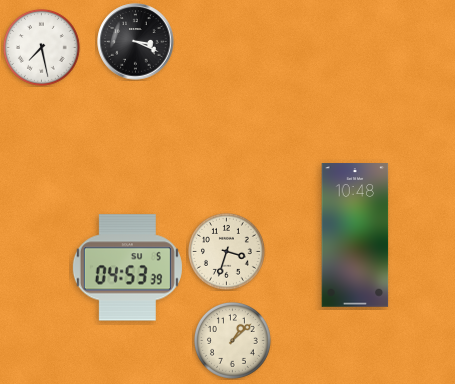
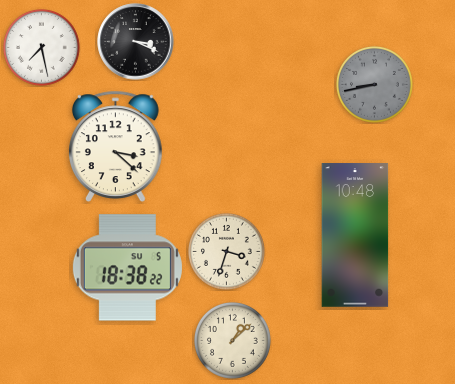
clock at (374, 84): none -> 8:43
clock at (116, 146): none -> 3:22
clock at (127, 268): 04:53 -> 18:38
